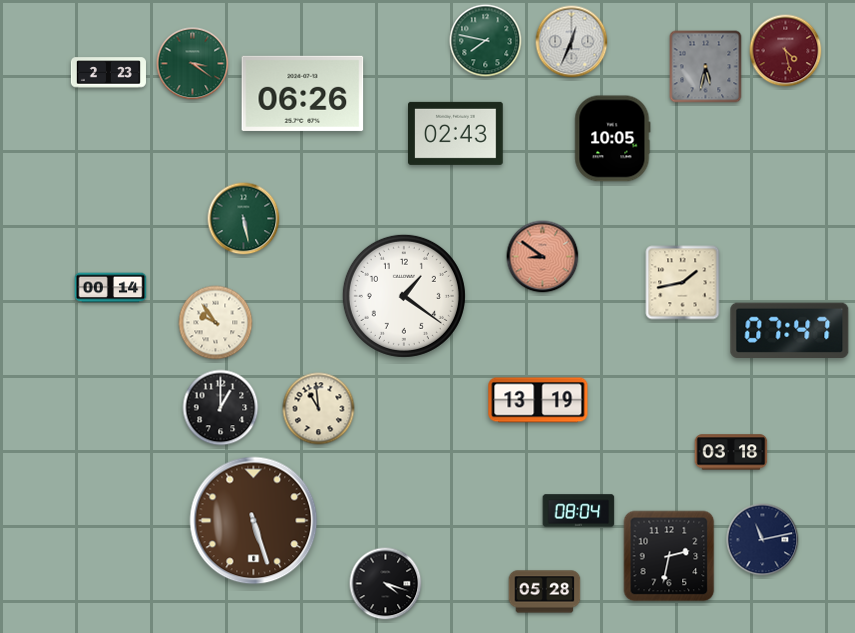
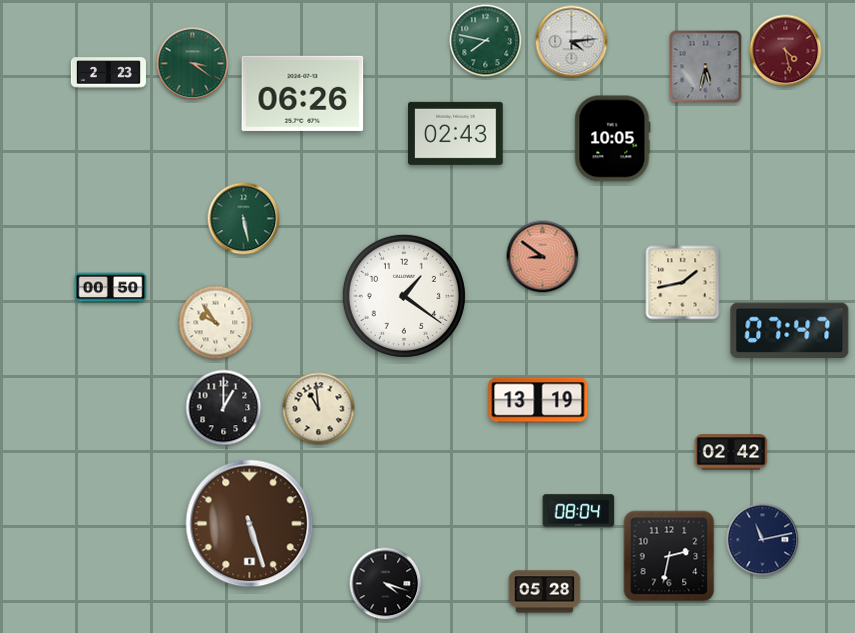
clock at (572, 42): 12:34 -> 4:14
clock at (111, 288): 00:14 -> 00:50
clock at (221, 408) position: (221, 408) -> (224, 408)
clock at (731, 452): 03:18 -> 02:42
clock at (254, 521) position: (254, 521) -> (250, 524)
